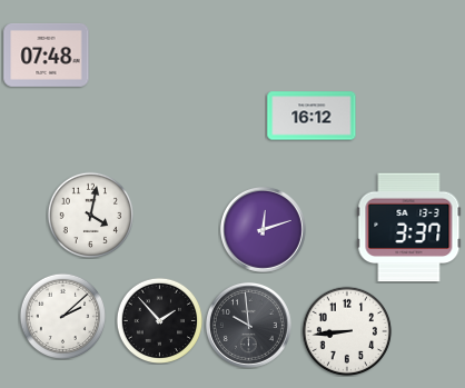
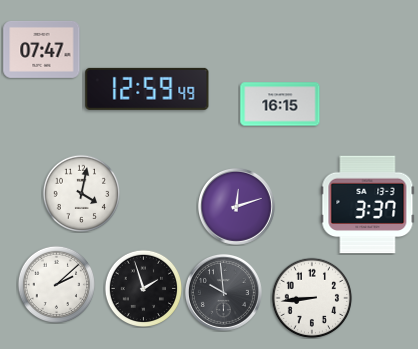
clock at (47, 54): 07:48 -> 07:47
clock at (147, 89): none -> 12:59
clock at (311, 116): 16:12 -> 16:15
clock at (159, 320): 1:53 -> 1:57
